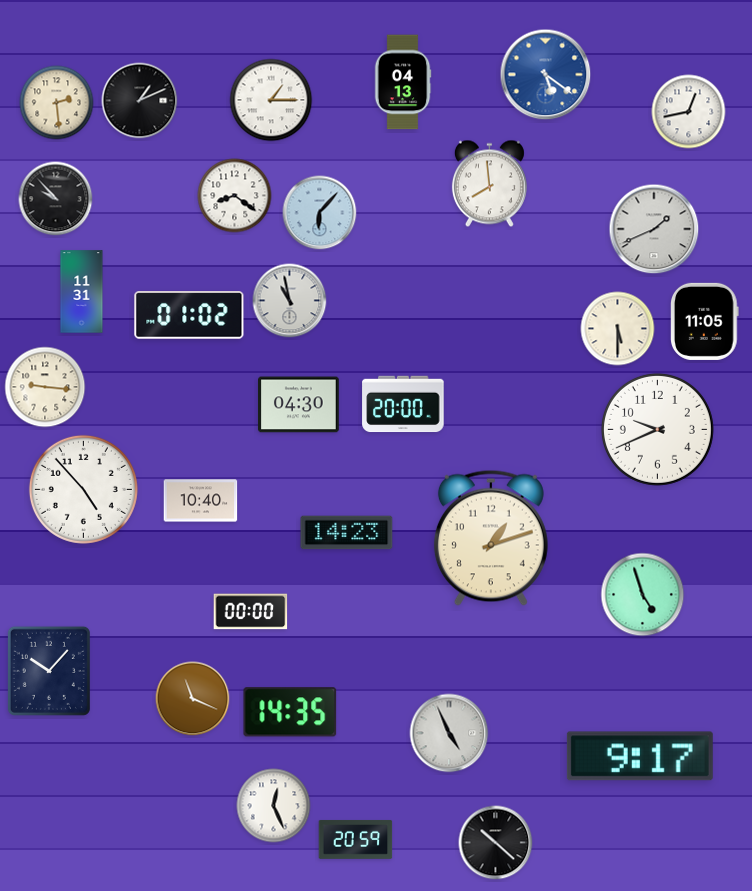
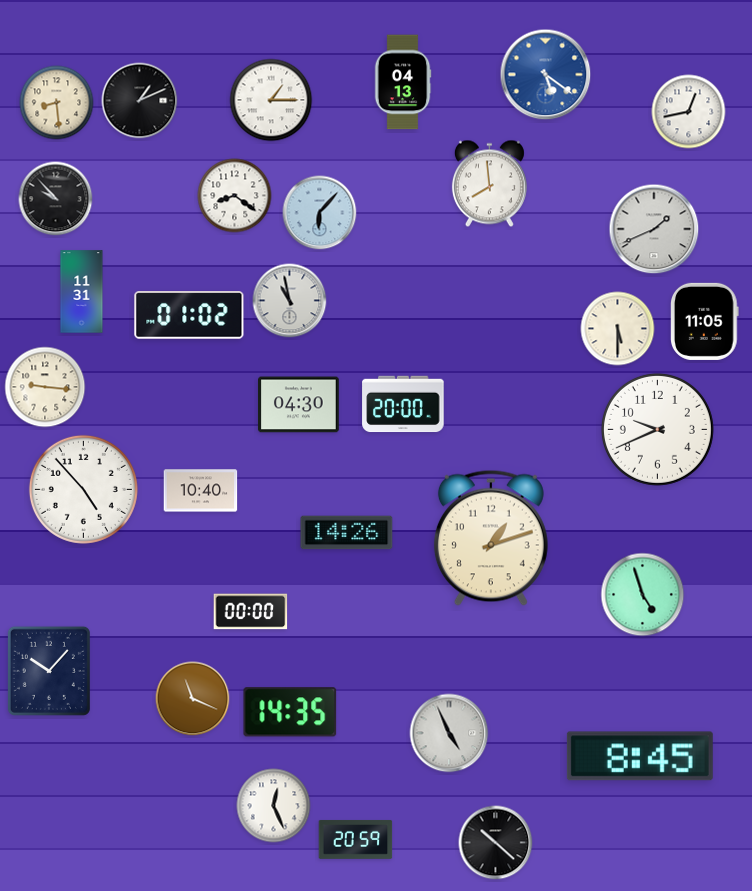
clock at (57, 103): 2:29 -> 8:29
clock at (201, 501) position: (201, 501) -> (201, 491)
clock at (347, 533): 14:23 -> 14:26
clock at (640, 756): 9:17 -> 8:45
